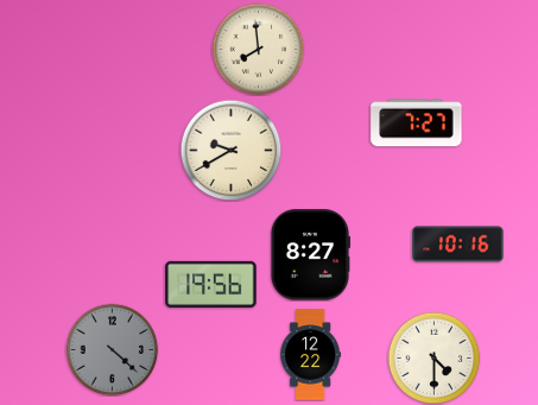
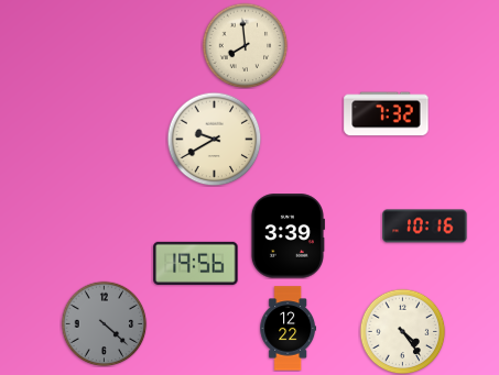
clock at (258, 49) position: (258, 49) -> (245, 45)
clock at (417, 124): 7:27 -> 7:32
clock at (310, 255): 8:27 -> 3:39
clock at (433, 357): 4:30 -> 4:24
